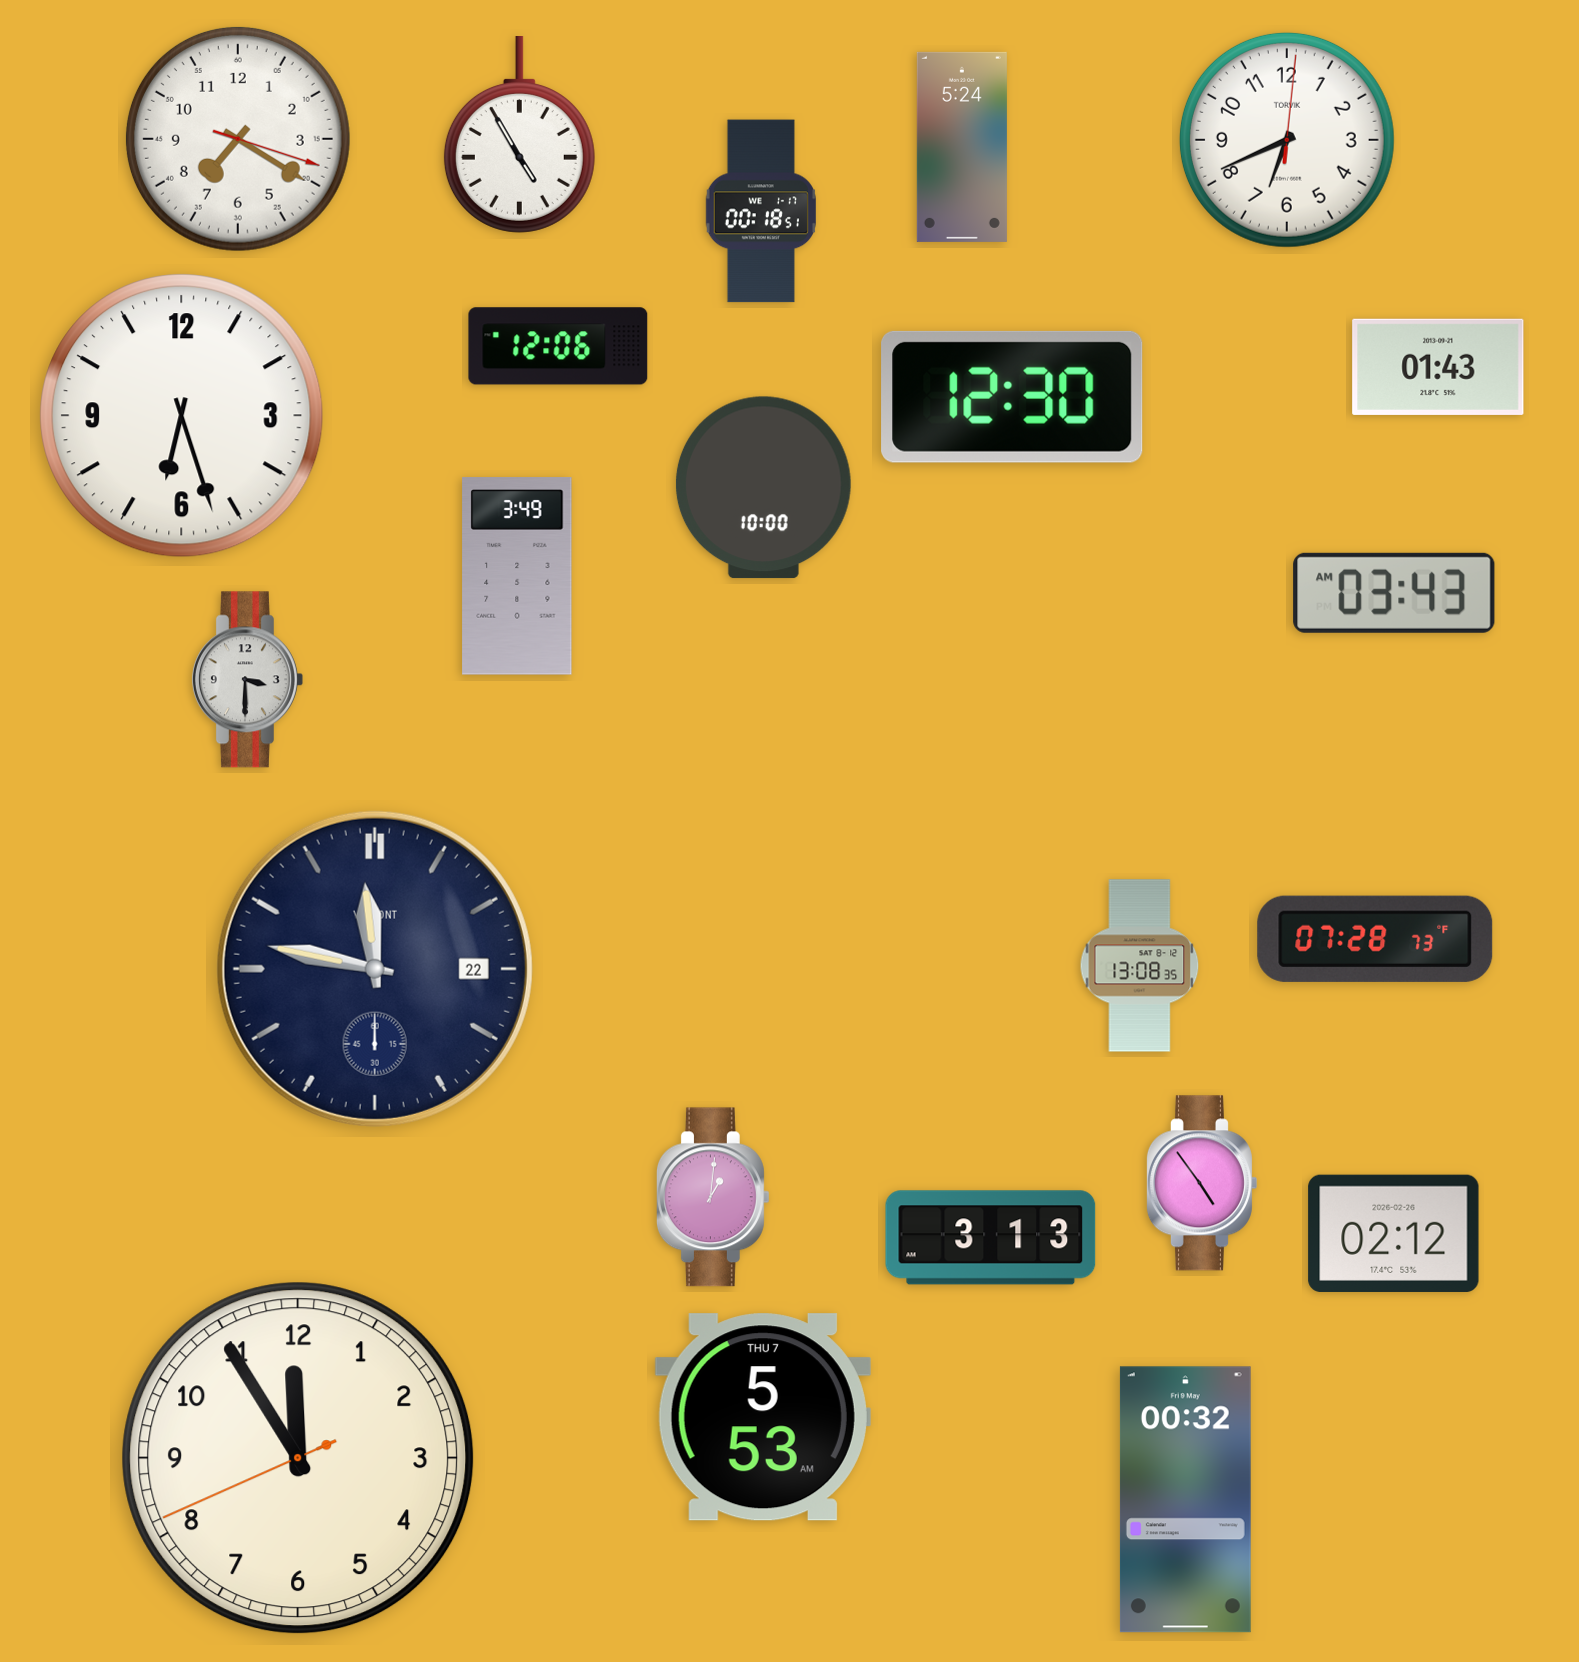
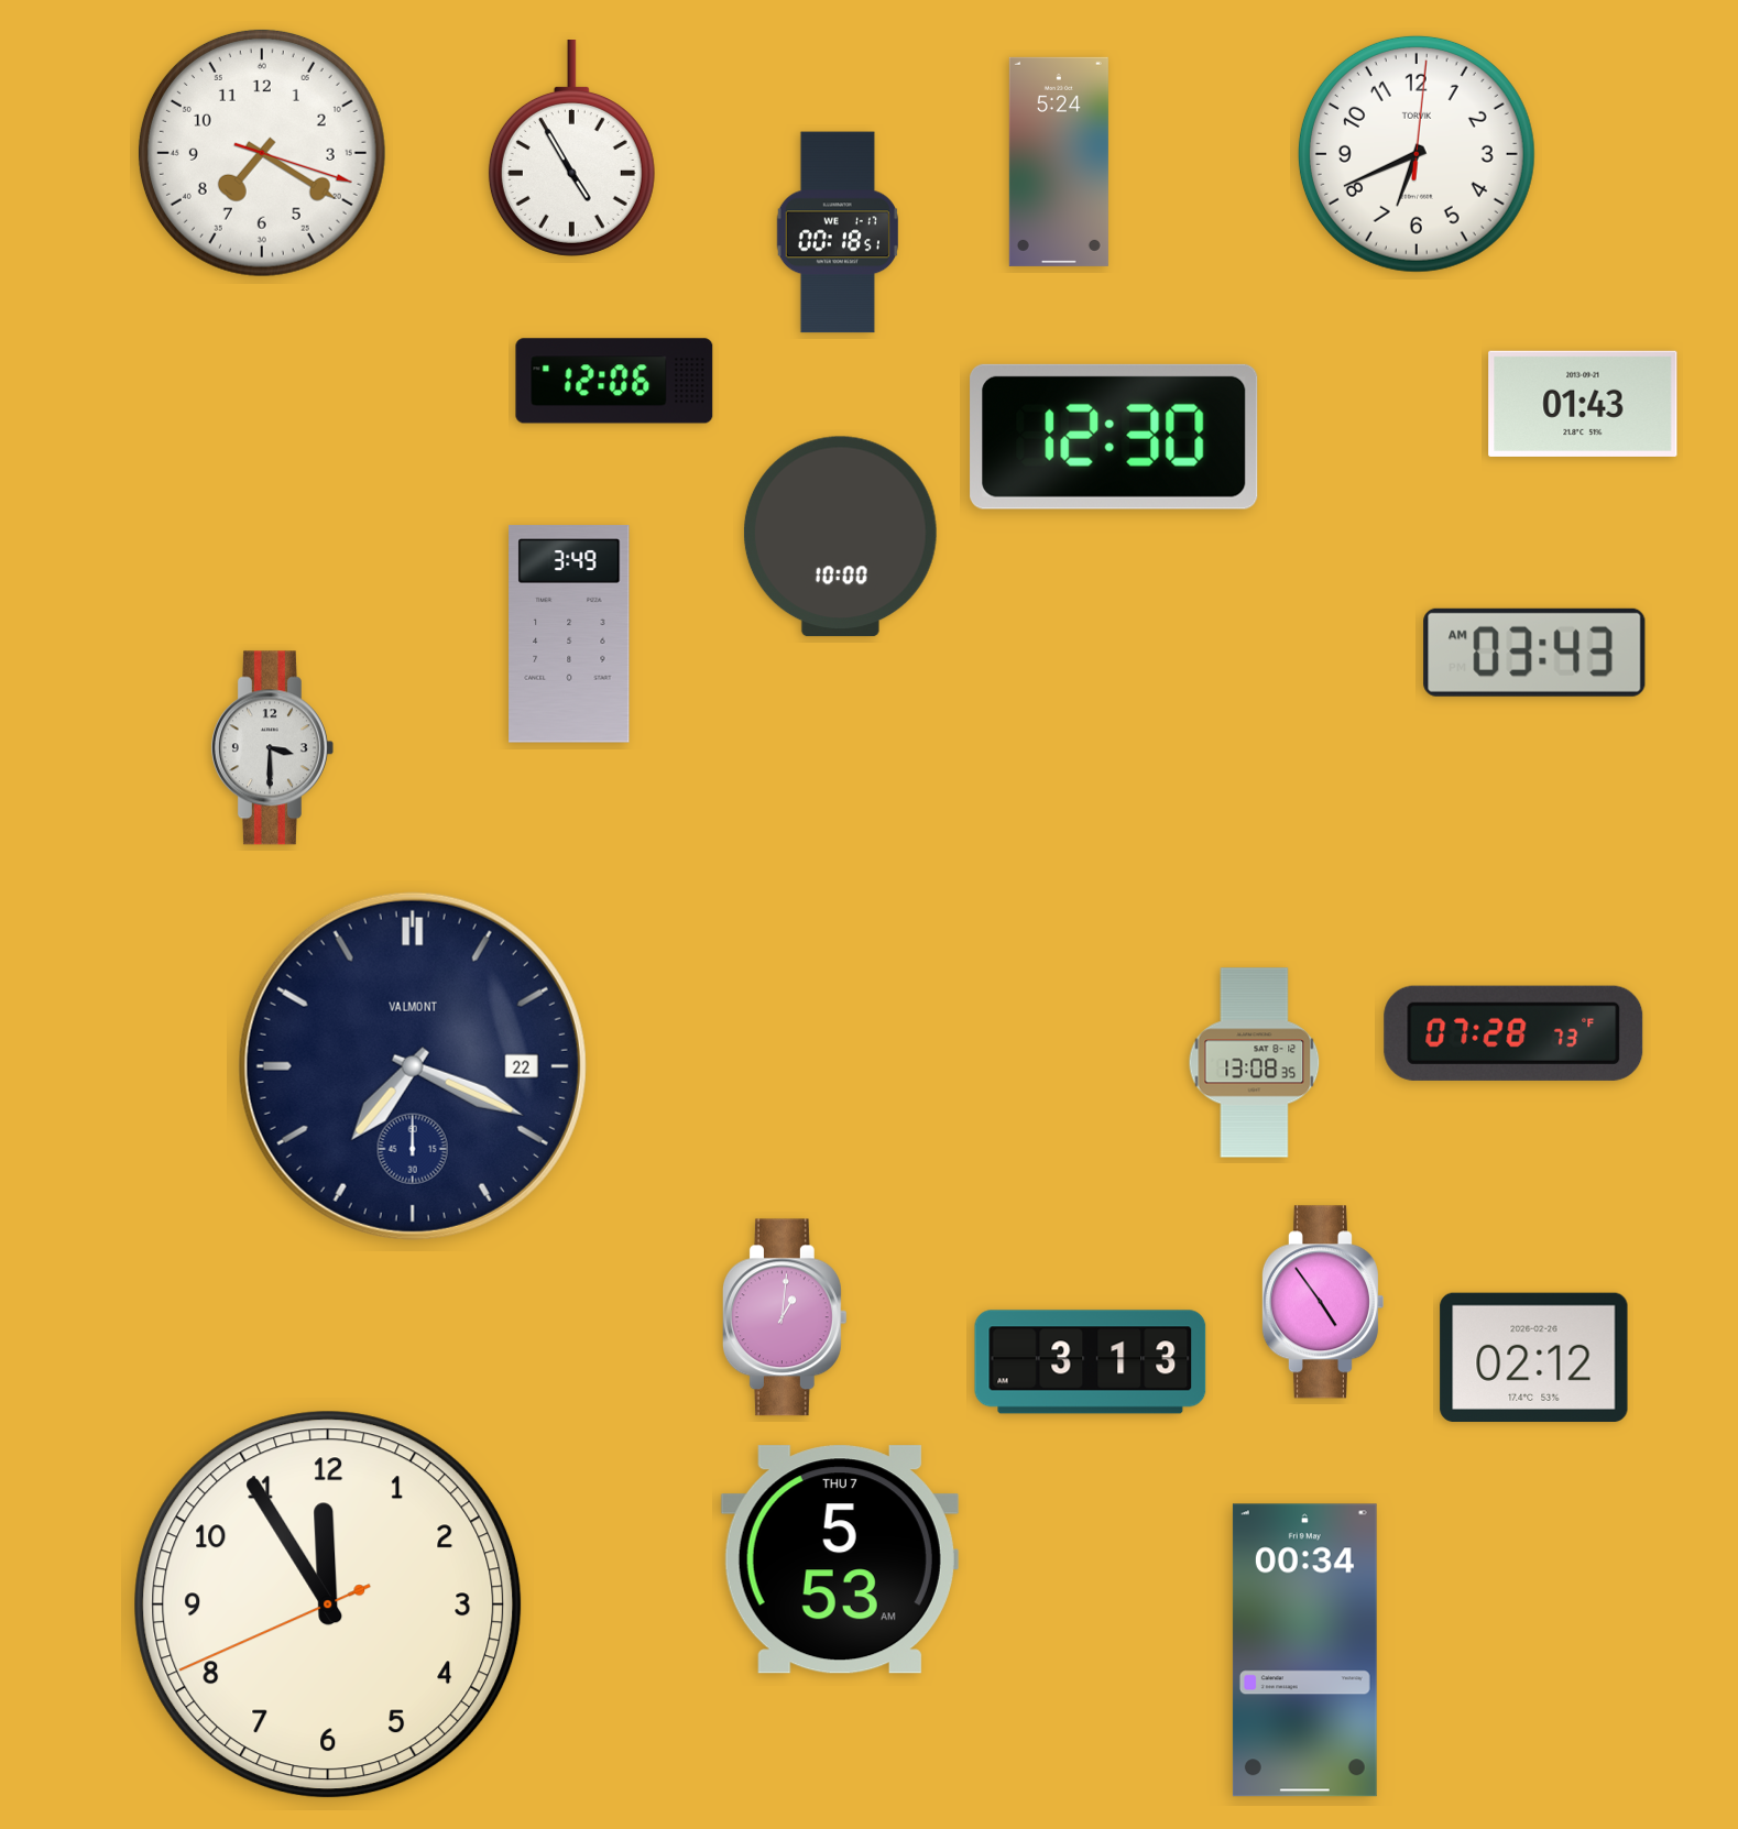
clock at (182, 416): 6:27 -> none
clock at (375, 969): 11:47 -> 7:19
clock at (1185, 1500): 00:32 -> 00:34
